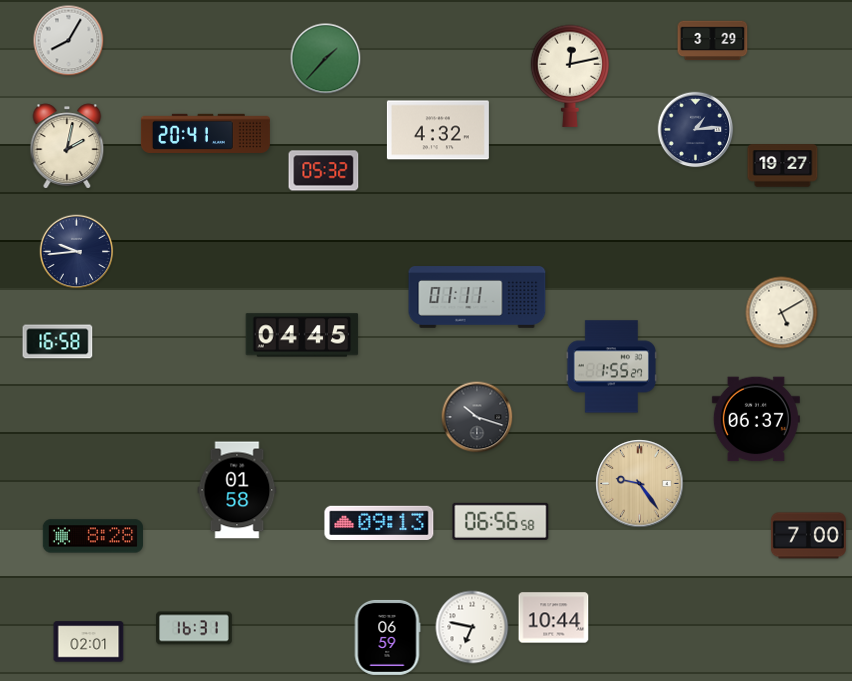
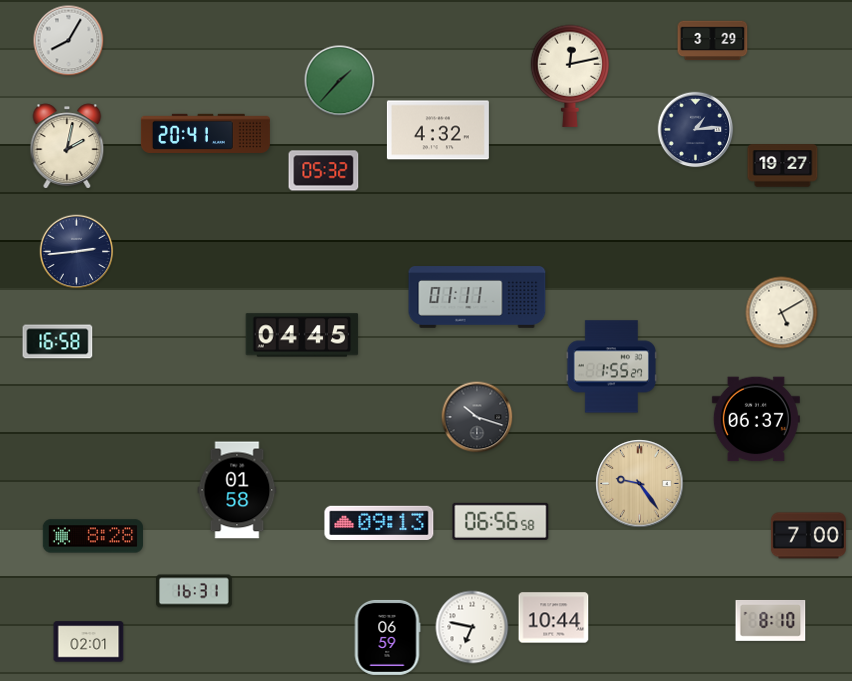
clock at (326, 59) position: (326, 59) -> (340, 81)
clock at (77, 252): 9:44 -> 2:44
clock at (771, 620): none -> 8:10
clock at (195, 628) position: (195, 628) -> (195, 591)
